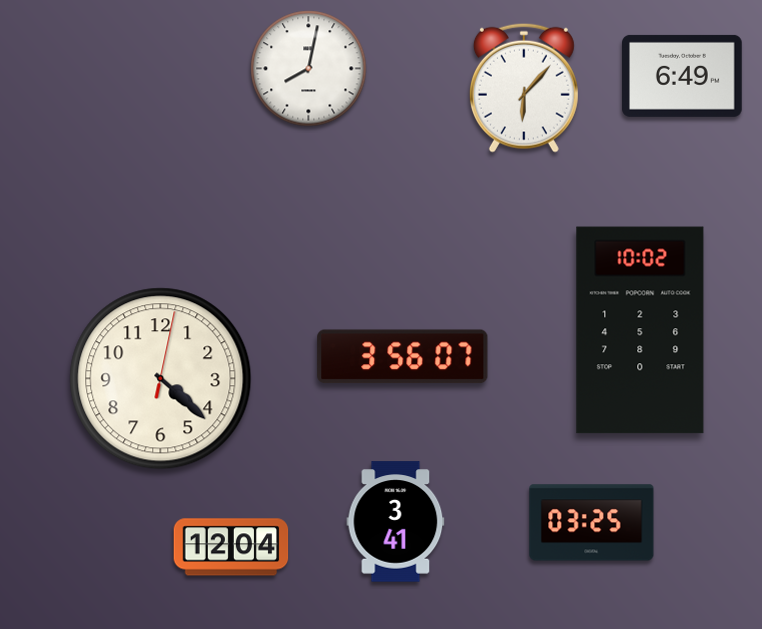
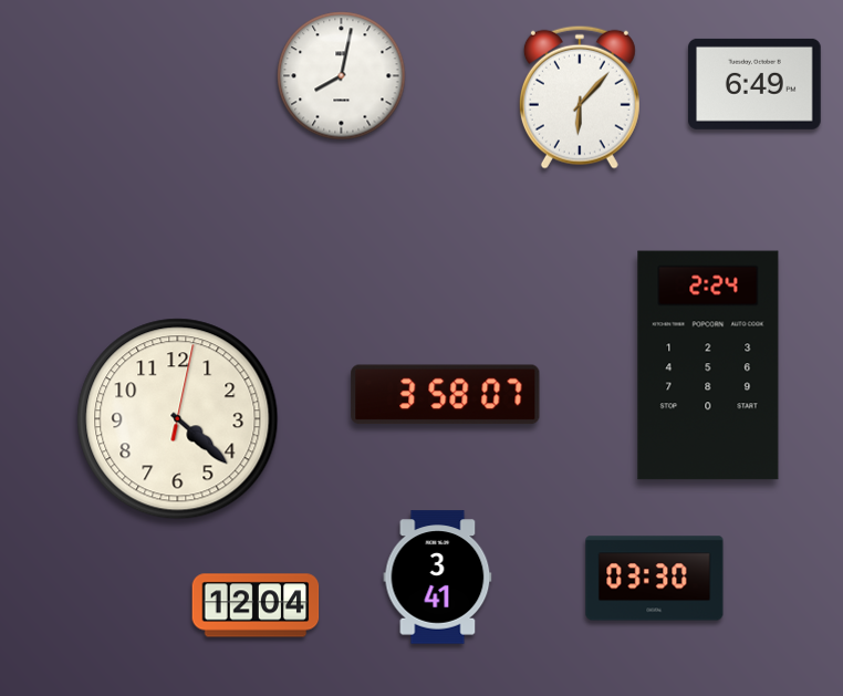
clock at (640, 330): 10:02 -> 2:24
clock at (403, 357): 3:56 -> 3:58
clock at (592, 523): 03:25 -> 03:30
